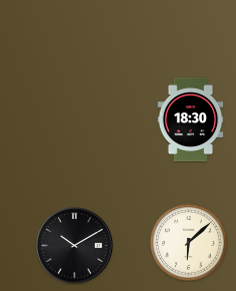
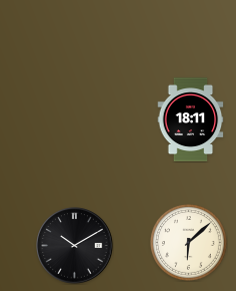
clock at (191, 120): 18:30 -> 18:11
